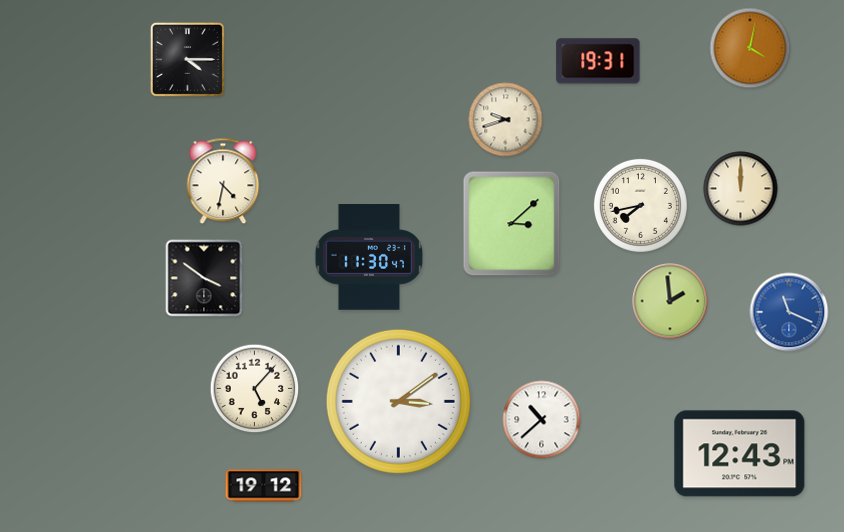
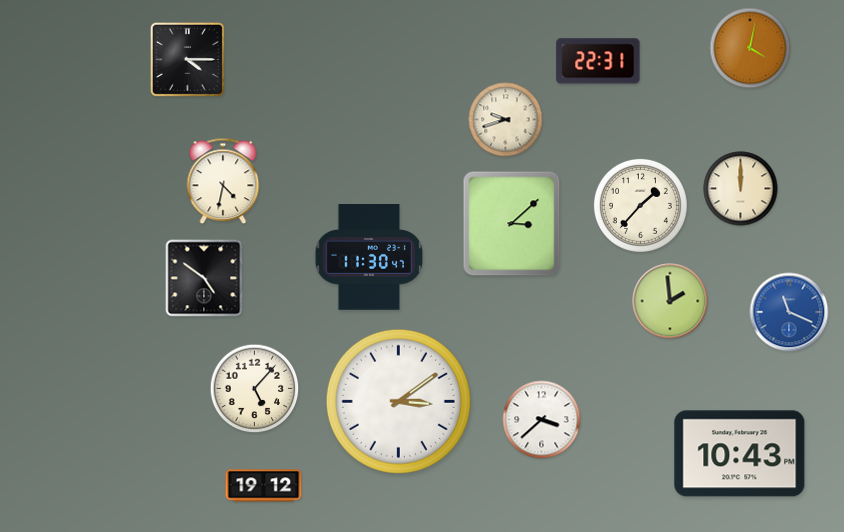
clock at (598, 61): 19:31 -> 22:31
clock at (640, 205): 7:43 -> 1:37
clock at (204, 278): 3:51 -> 4:51
clock at (542, 420): 10:38 -> 3:38
clock at (740, 454): 12:43 -> 10:43
